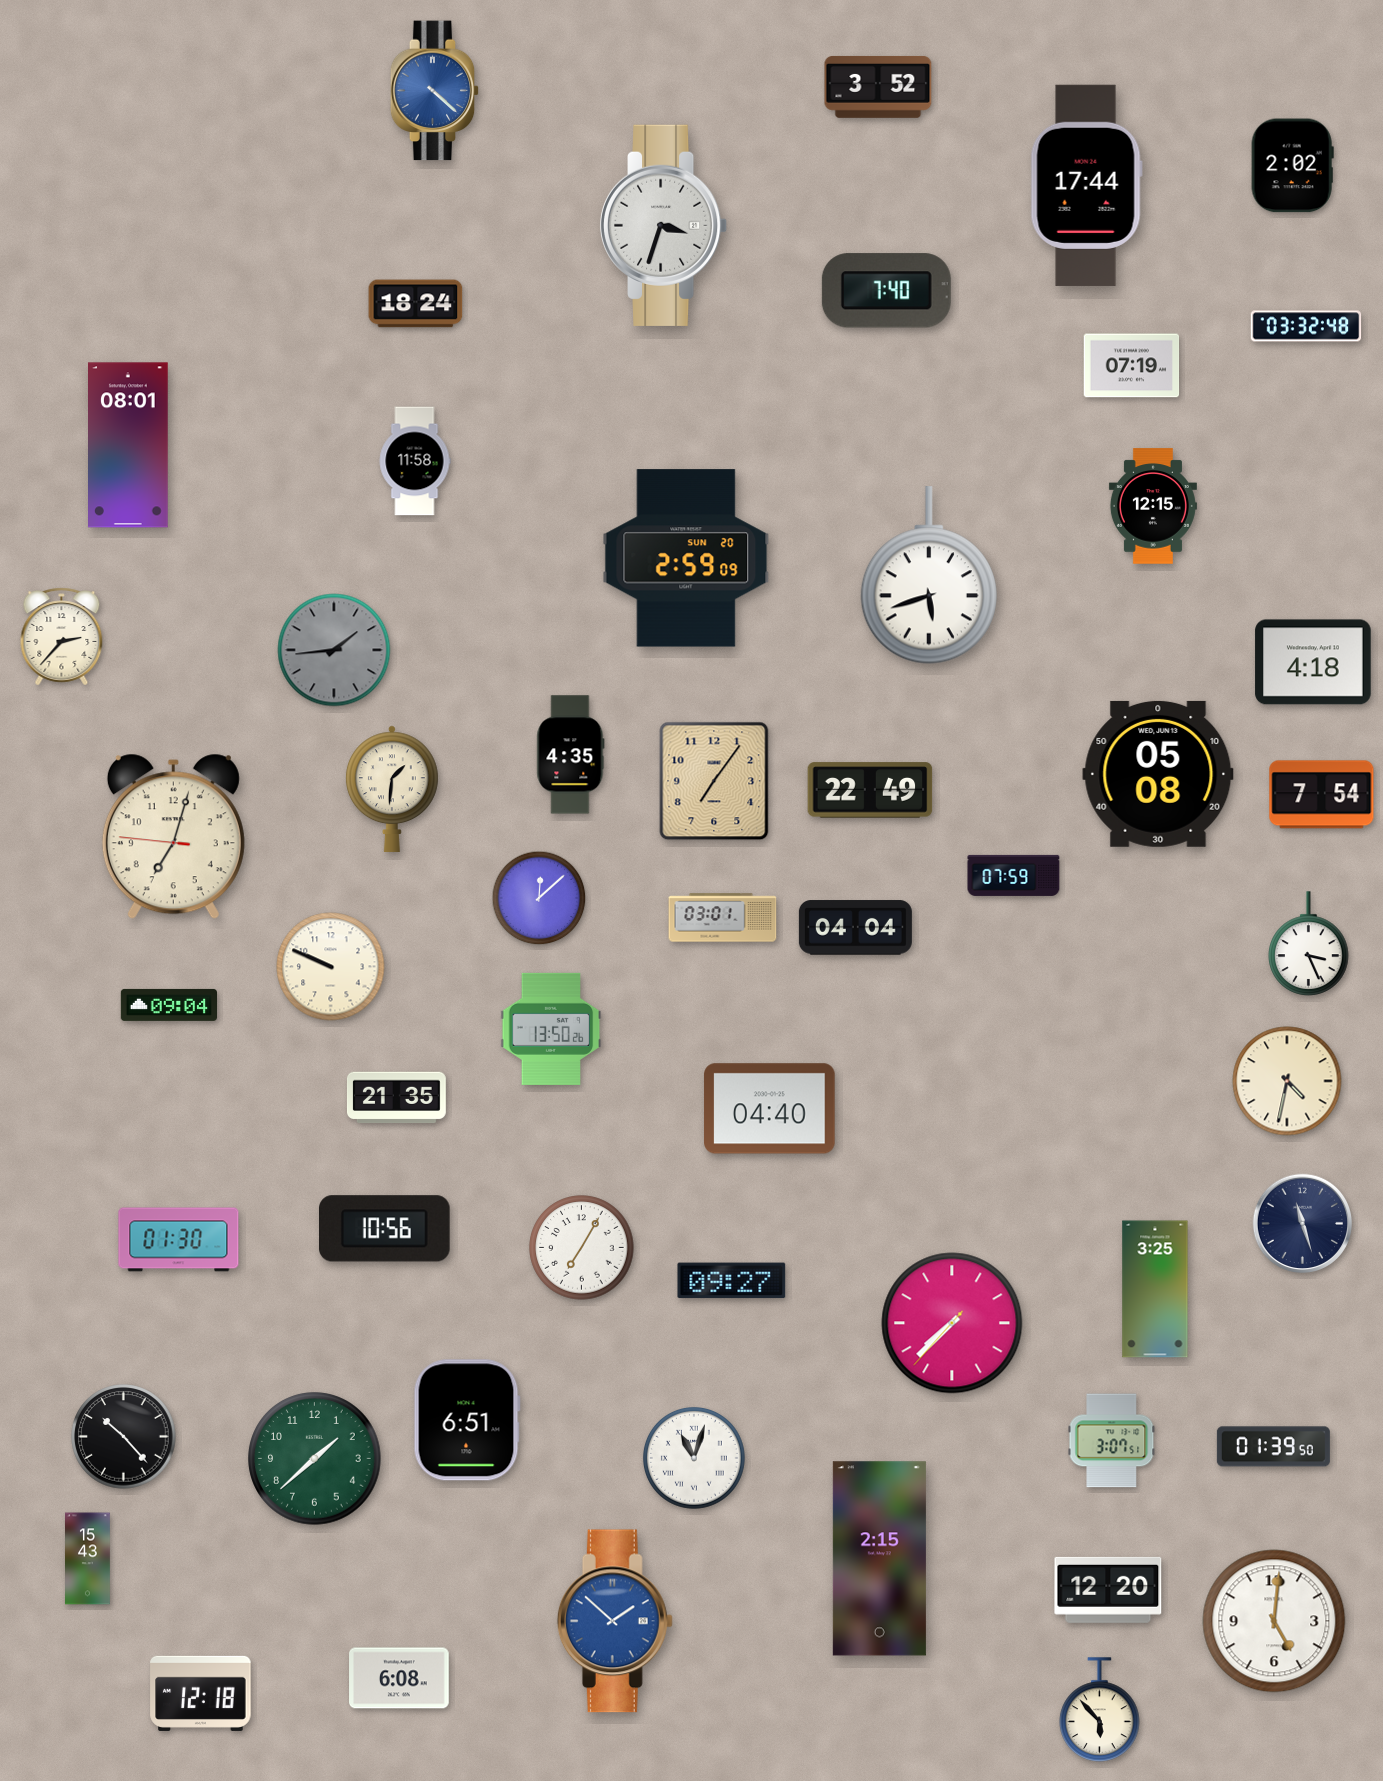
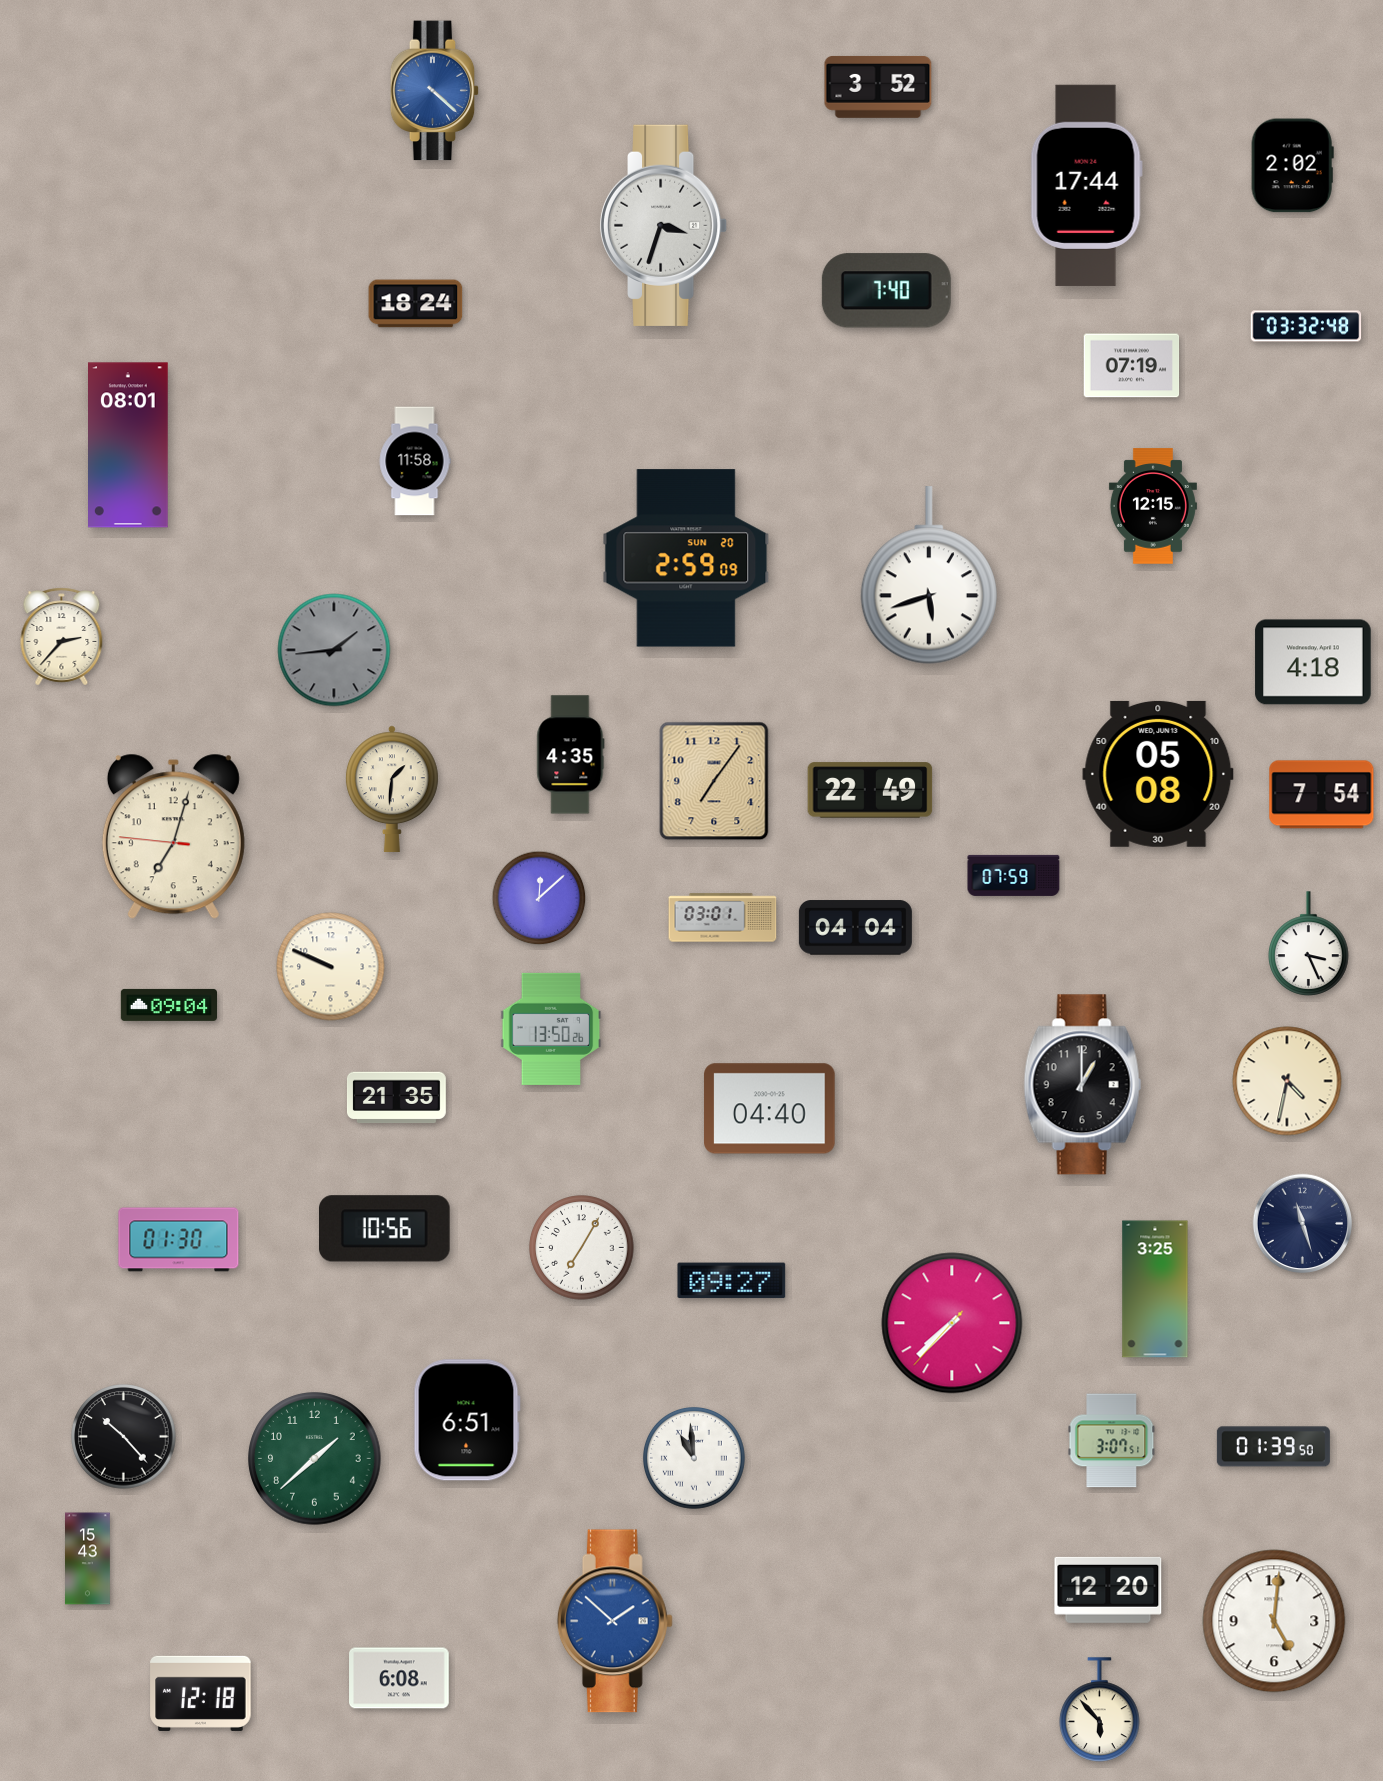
clock at (1083, 1085): none -> 1:00
clock at (694, 1458): 11:03 -> 10:59
clock at (879, 1559): 2:15 -> none
